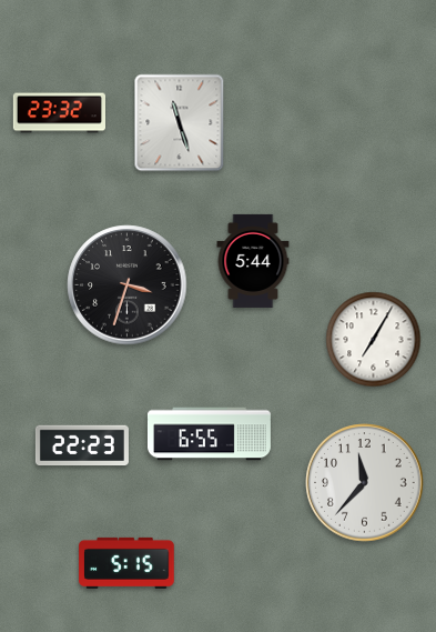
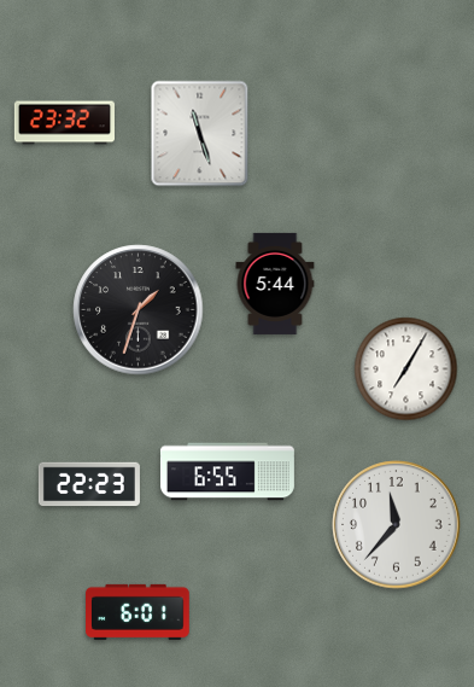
clock at (180, 123) position: (180, 123) -> (200, 134)
clock at (128, 285): 3:33 -> 1:33
clock at (126, 563): 5:15 -> 6:01
